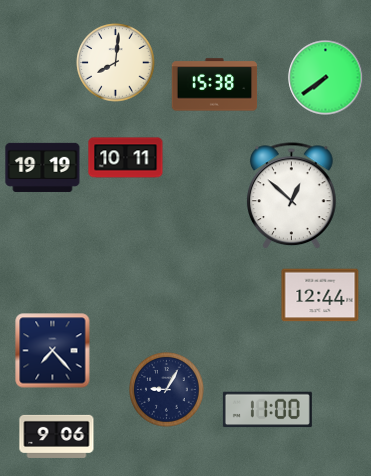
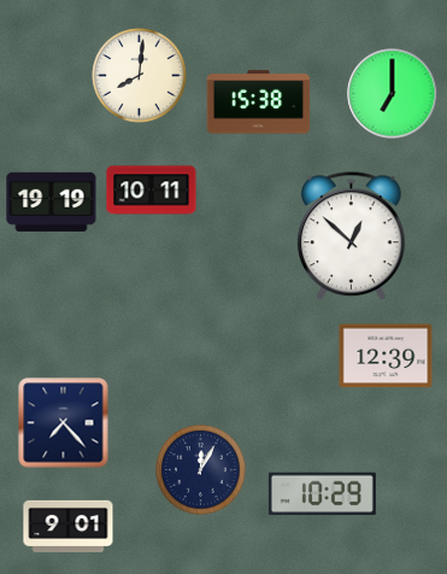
clock at (326, 78): 7:39 -> 7:00
clock at (320, 295): 12:44 -> 12:39
clock at (167, 390): 9:05 -> 12:05
clock at (267, 410): 11:00 -> 10:29
clock at (57, 436): 9:06 -> 9:01
